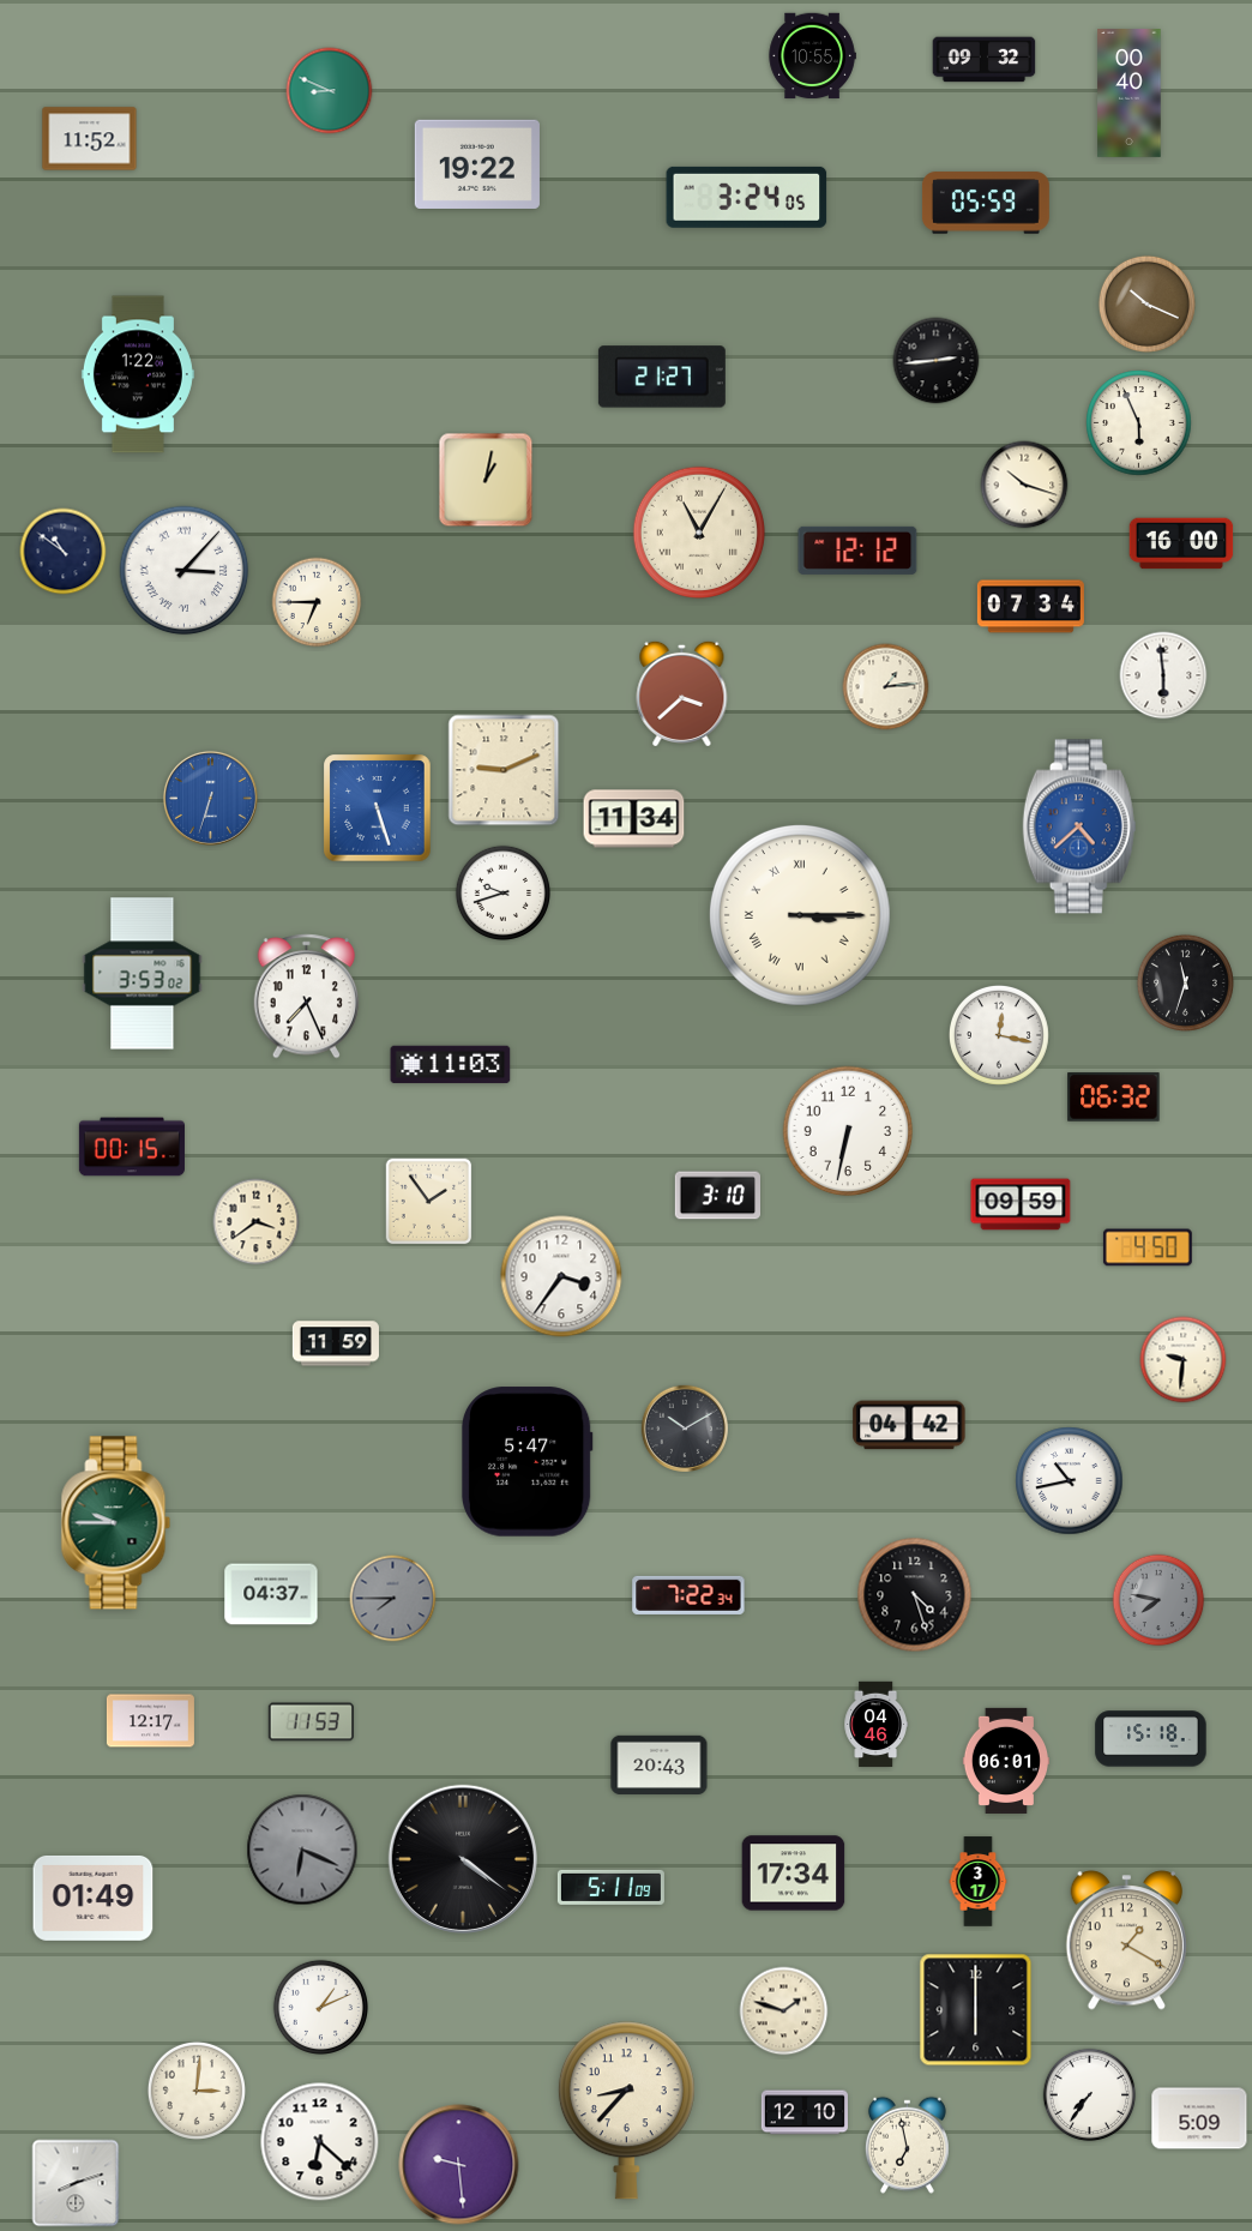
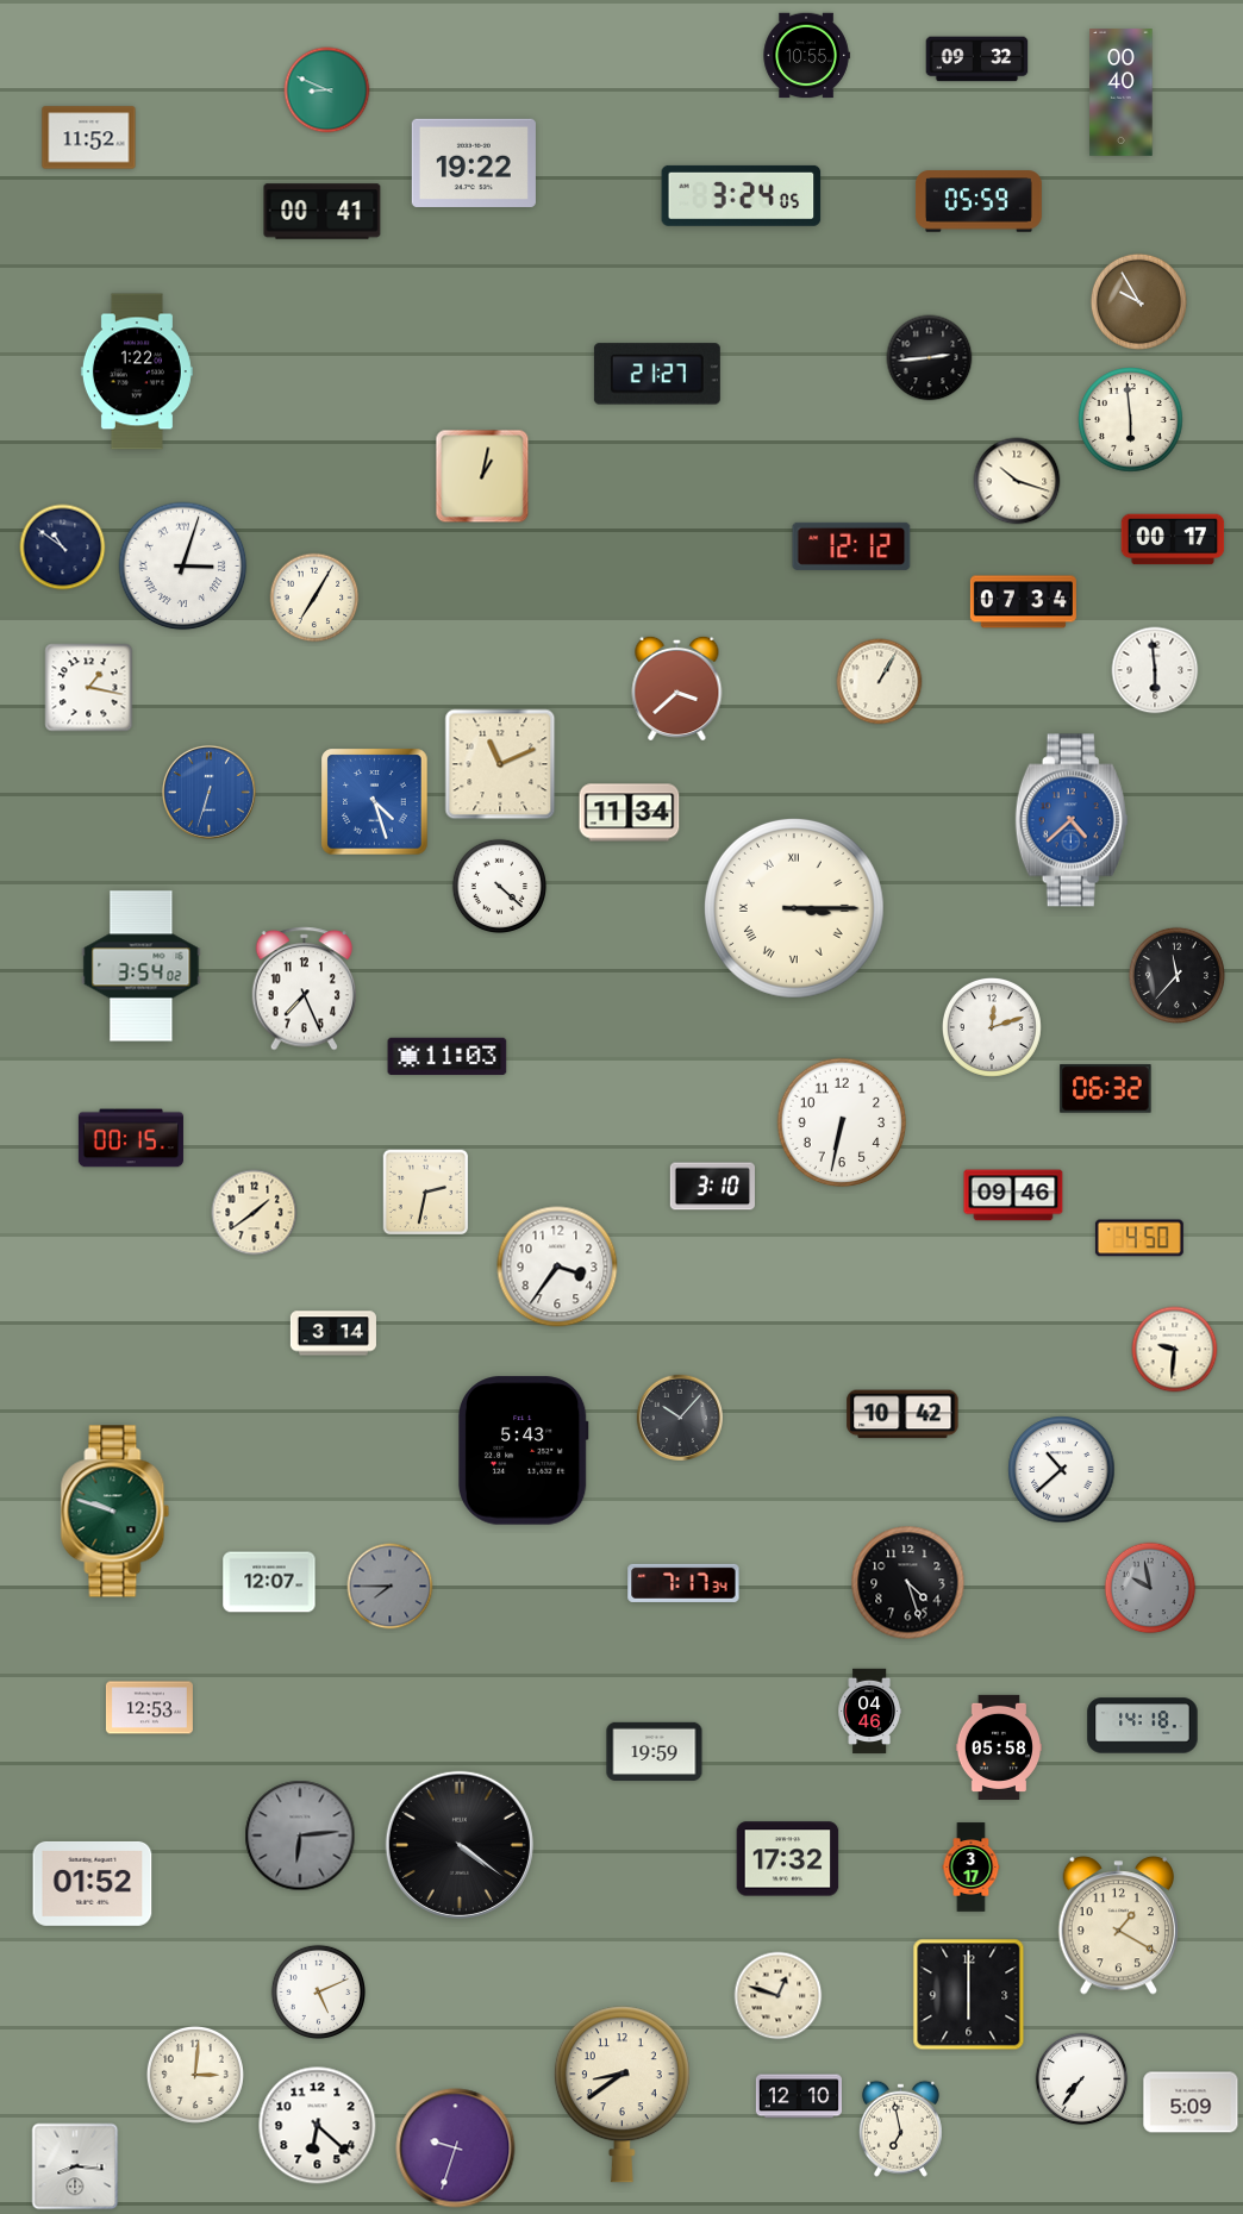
clock at (323, 212): none -> 00:41
clock at (1146, 303): 10:19 -> 9:55
clock at (1139, 423): 5:56 -> 5:59
clock at (699, 533): 11:05 -> none
clock at (1181, 543): 16:00 -> 00:17
clock at (185, 571): 3:07 -> 3:03
clock at (317, 602): 6:45 -> 7:05
clock at (886, 687): 1:14 -> 1:05
clock at (89, 688): none -> 1:17
clock at (504, 770): 9:11 -> 11:11
clock at (378, 808): 5:27 -> 4:27
clock at (502, 892): 9:42 -> 4:22
clock at (143, 974): 3:53 -> 3:54
clock at (1185, 982): 11:33 -> 11:37
clock at (999, 1035): 12:17 -> 12:12
clock at (429, 1202): 1:54 -> 2:32
clock at (1021, 1204): 09:59 -> 09:46
clock at (257, 1222): 3:39 -> 1:39
clock at (336, 1343): 11:59 -> 3:14
clock at (909, 1425): 04:42 -> 10:42
clock at (684, 1427): 10:10 -> 10:07
clock at (526, 1462): 5:47 -> 5:43
clock at (1070, 1481): 10:43 -> 10:38
clock at (116, 1523): 9:45 -> 9:48
clock at (271, 1594): 04:37 -> 12:07
clock at (688, 1595): 7:22 -> 7:17
clock at (1158, 1600): 7:47 -> 9:58
clock at (150, 1721): 12:17 -> 12:53
clock at (311, 1722): 11:53 -> none
clock at (1151, 1739): 15:18 -> 14:18
clock at (1005, 1761): 06:01 -> 05:58
clock at (660, 1764): 20:43 -> 19:59
clock at (302, 1850): 6:19 -> 6:14
clock at (794, 1874): 17:34 -> 17:32
clock at (610, 1887): 5:11 -> none
clock at (94, 1898): 01:49 -> 01:52
clock at (320, 2007): 1:11 -> 5:11
clock at (784, 2011): 1:48 -> 12:48
clock at (626, 2111): 8:37 -> 8:39
clock at (459, 2165): 9:29 -> 9:33
clock at (76, 2183): 8:12 -> 8:16
